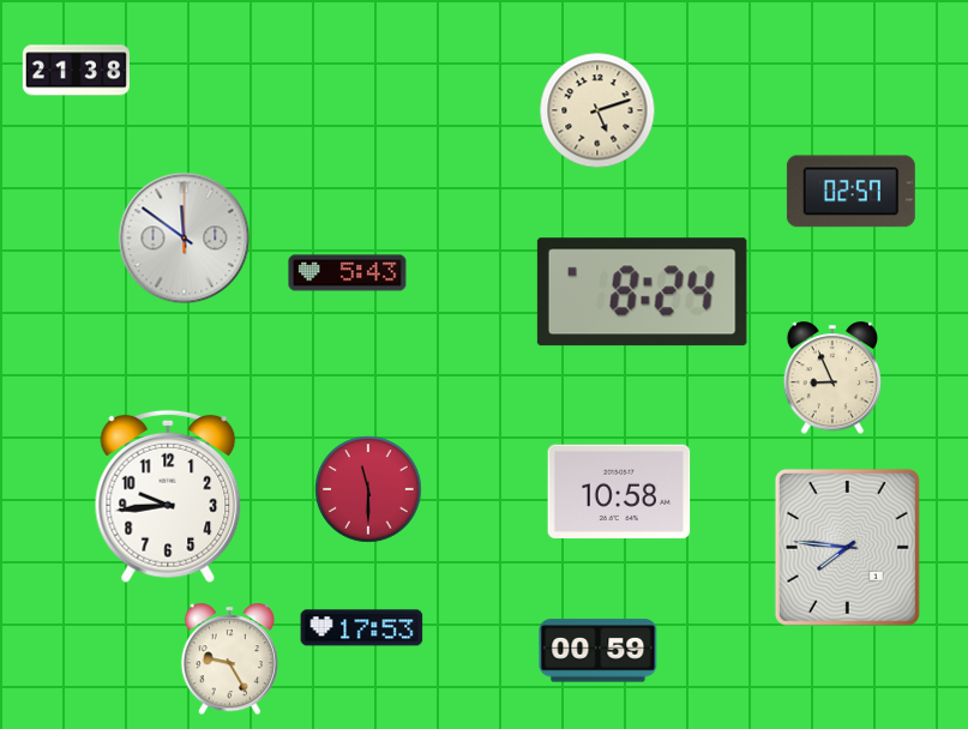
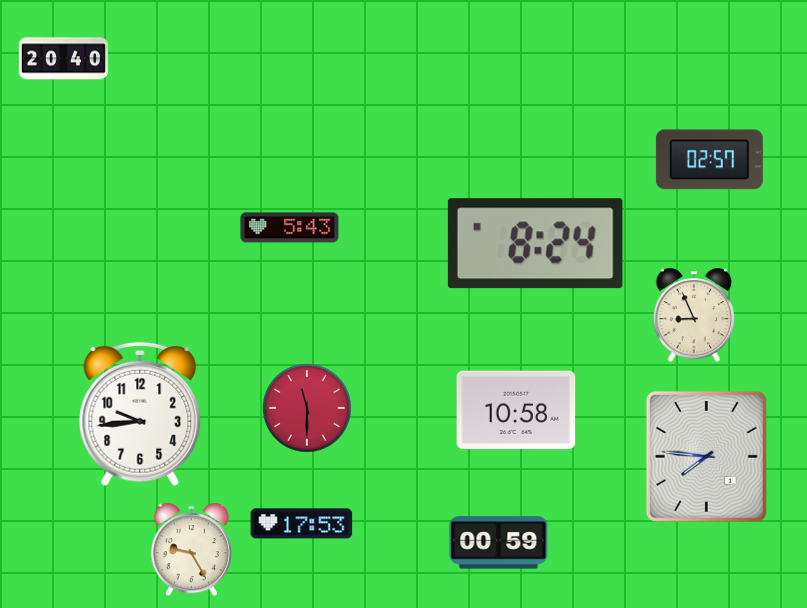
clock at (76, 71): 21:38 -> 20:40
clock at (597, 110): 5:12 -> none
clock at (185, 239): 11:51 -> none
